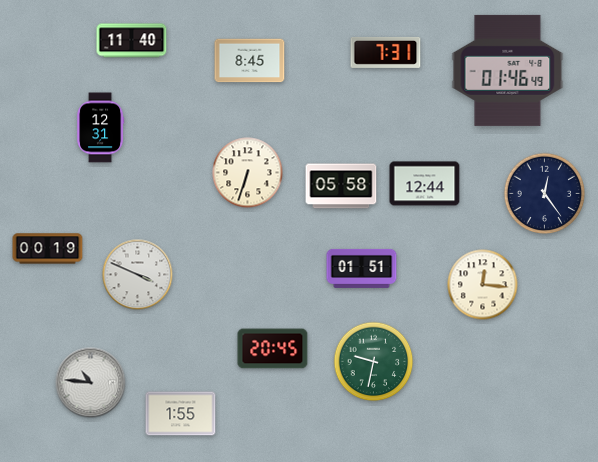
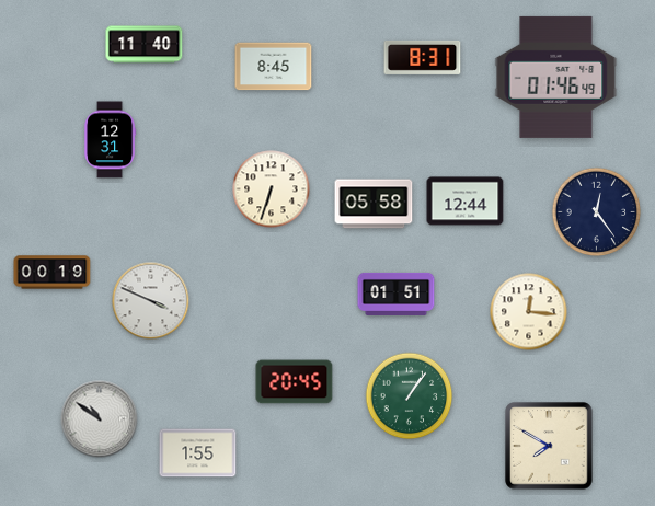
clock at (386, 52): 7:31 -> 8:31
clock at (273, 349) position: (273, 349) -> (295, 382)
clock at (374, 362): 9:32 -> 1:06
clock at (91, 383): 10:46 -> 10:51
clock at (549, 446): none -> 7:50
